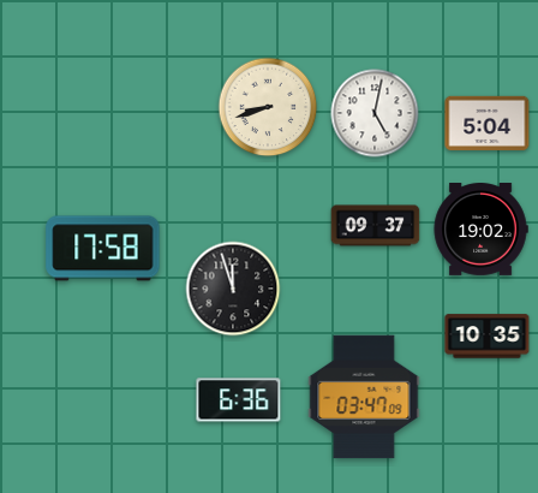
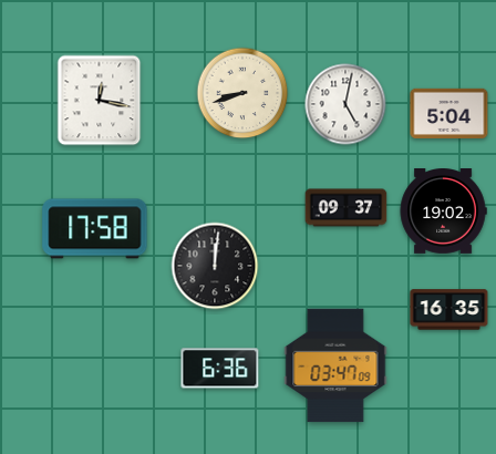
clock at (268, 107) position: (268, 107) -> (242, 93)
clock at (100, 101): none -> 12:17
clock at (233, 289): 11:57 -> 12:01
clock at (488, 337): 10:35 -> 16:35
